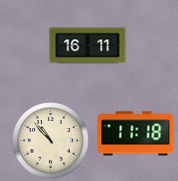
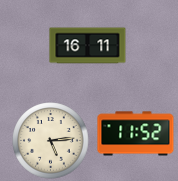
clock at (136, 134): 11:18 -> 11:52
clock at (51, 141): 10:53 -> 5:14
